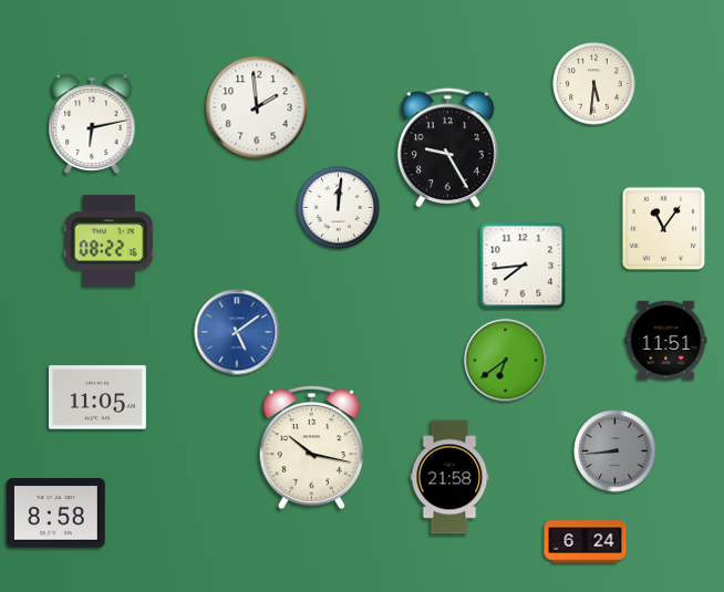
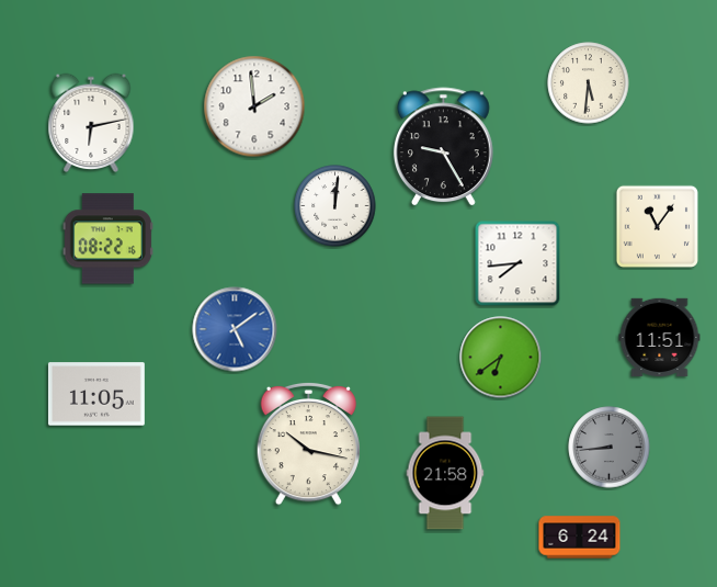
clock at (56, 513): 8:58 -> none
